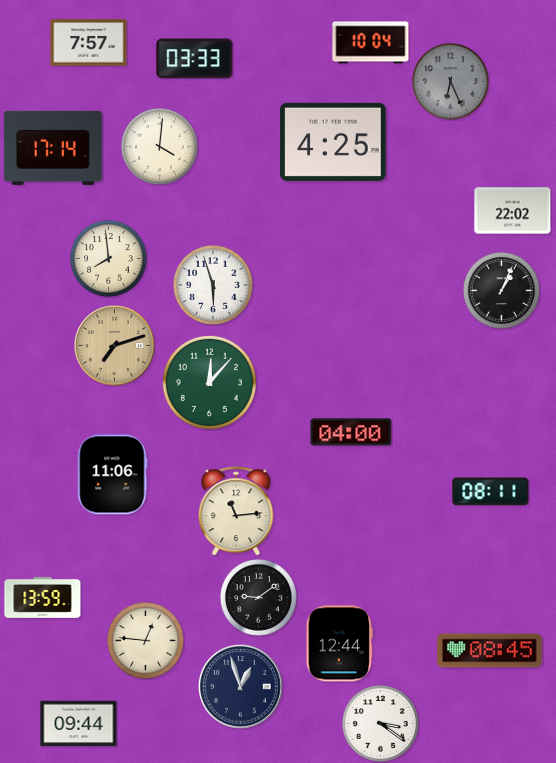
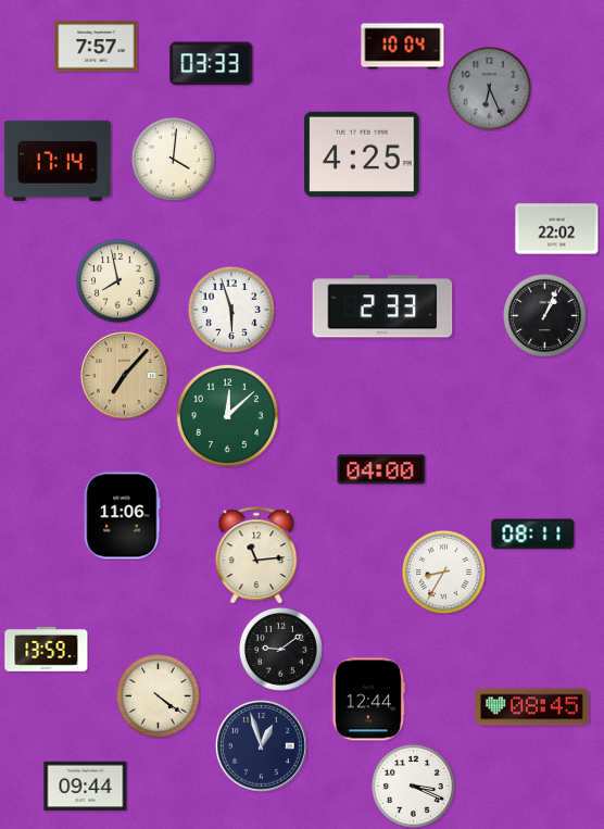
clock at (108, 258): 7:59 -> 7:58
clock at (382, 306): none -> 2:33
clock at (115, 346): 7:12 -> 7:07
clock at (209, 382): 12:07 -> 12:08
clock at (443, 571): none -> 8:35
clock at (145, 640): 12:46 -> 4:21
clock at (380, 723): 3:21 -> 3:19
